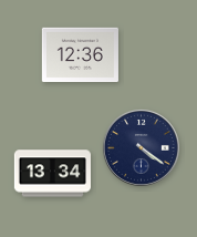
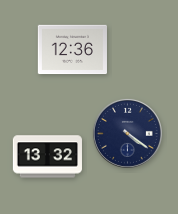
clock at (52, 174): 13:34 -> 13:32
